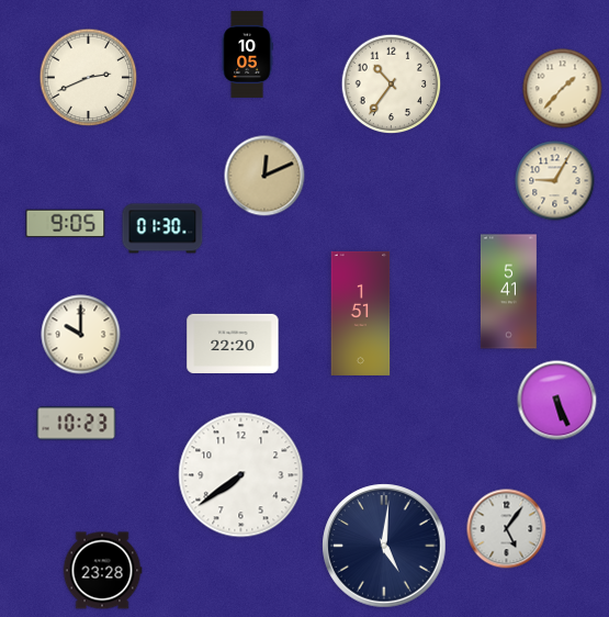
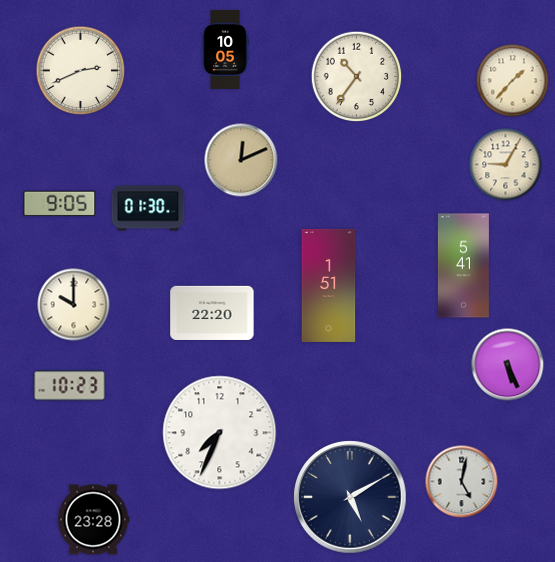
clock at (241, 475): 7:39 -> 7:34
clock at (507, 529): 5:06 -> 5:02
clock at (384, 546): 5:01 -> 5:10
